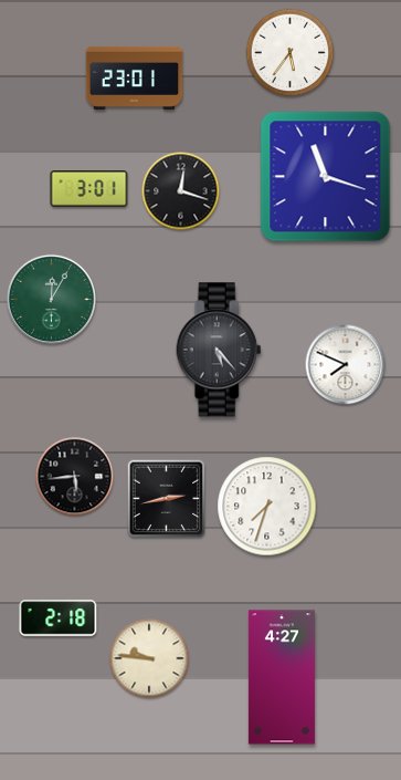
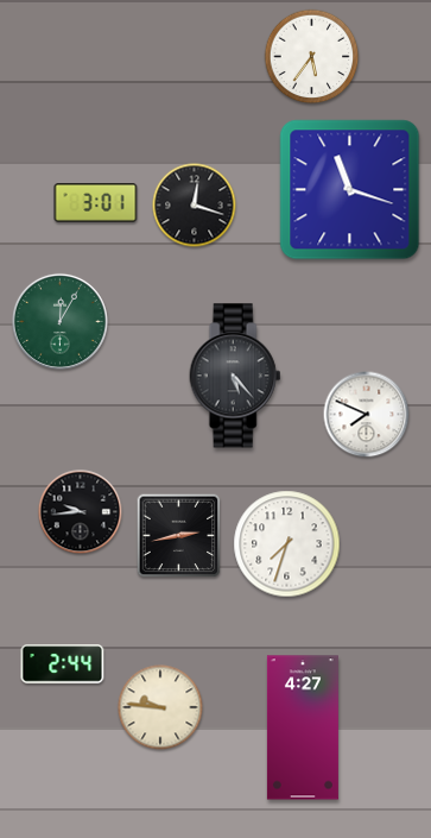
clock at (135, 77): 23:01 -> none
clock at (51, 299) position: (51, 299) -> (59, 321)
clock at (346, 365) position: (346, 365) -> (367, 415)
clock at (75, 477): 5:44 -> 9:44
clock at (59, 618): 2:18 -> 2:44
